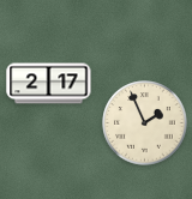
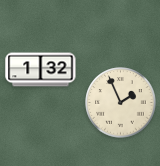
clock at (49, 84): 2:17 -> 1:32
